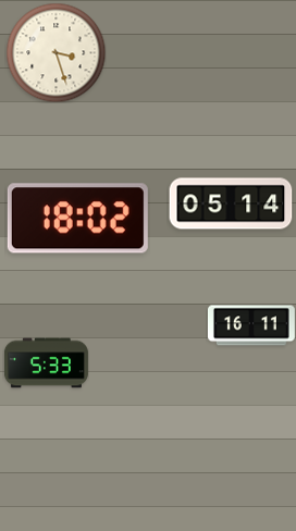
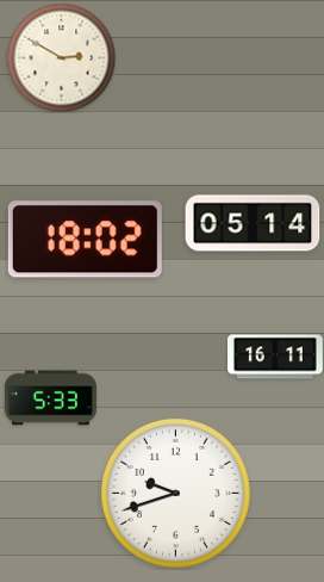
clock at (55, 52): 3:27 -> 2:50
clock at (175, 493): none -> 9:42
